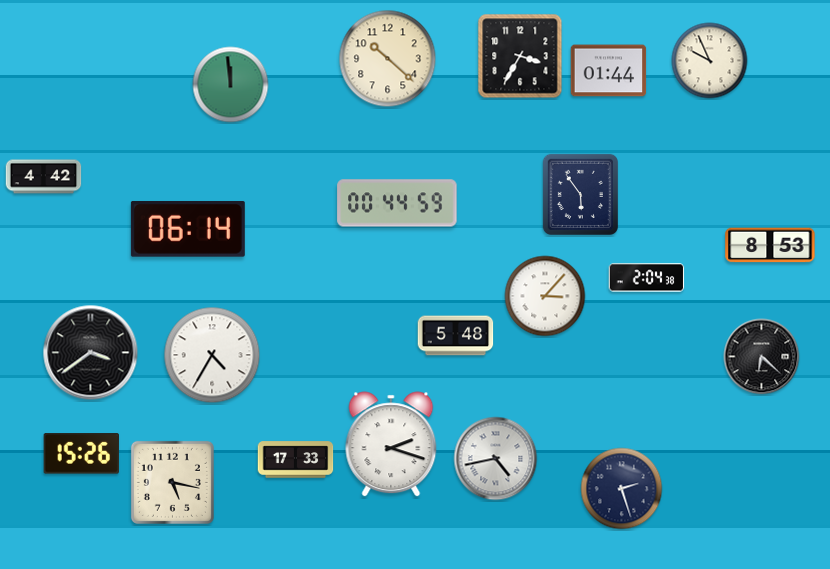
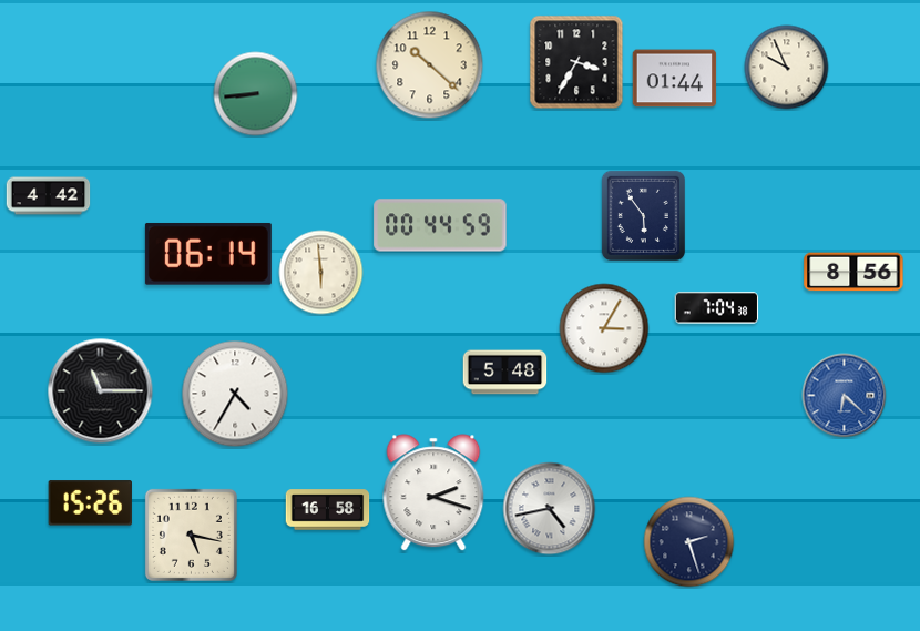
clock at (231, 85): 11:59 -> 8:44
clock at (770, 245): 8:53 -> 8:56
clock at (321, 273): none -> 5:59
clock at (647, 278): 2:04 -> 7:04
clock at (545, 296): 3:07 -> 3:05
clock at (91, 353): 3:39 -> 11:15
clock at (762, 357) dial: black -> blue
clock at (296, 460): 17:33 -> 16:58
